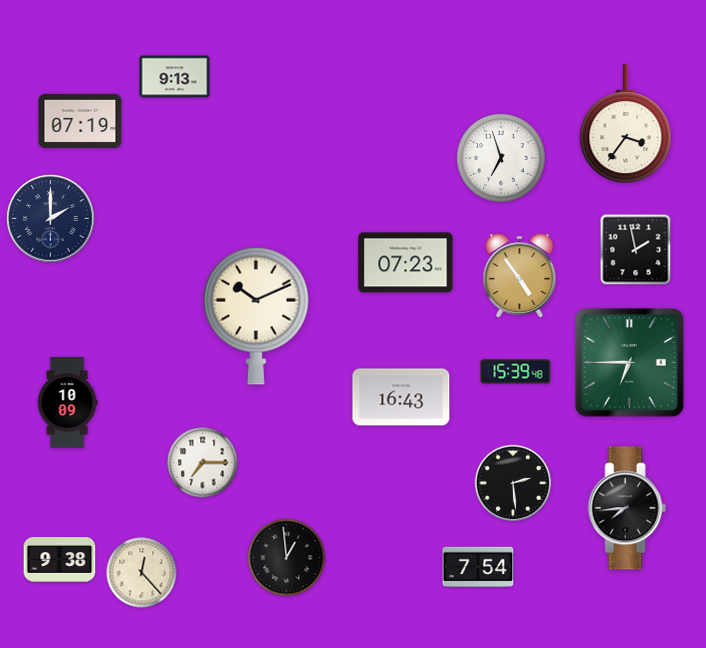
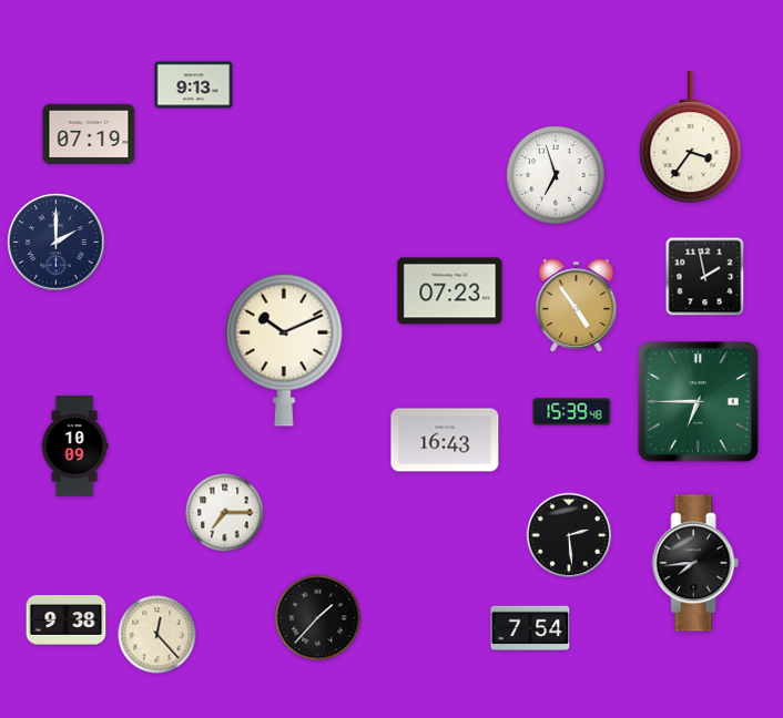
clock at (626, 125) position: (626, 125) -> (691, 139)
clock at (287, 558): 12:59 -> 1:37
